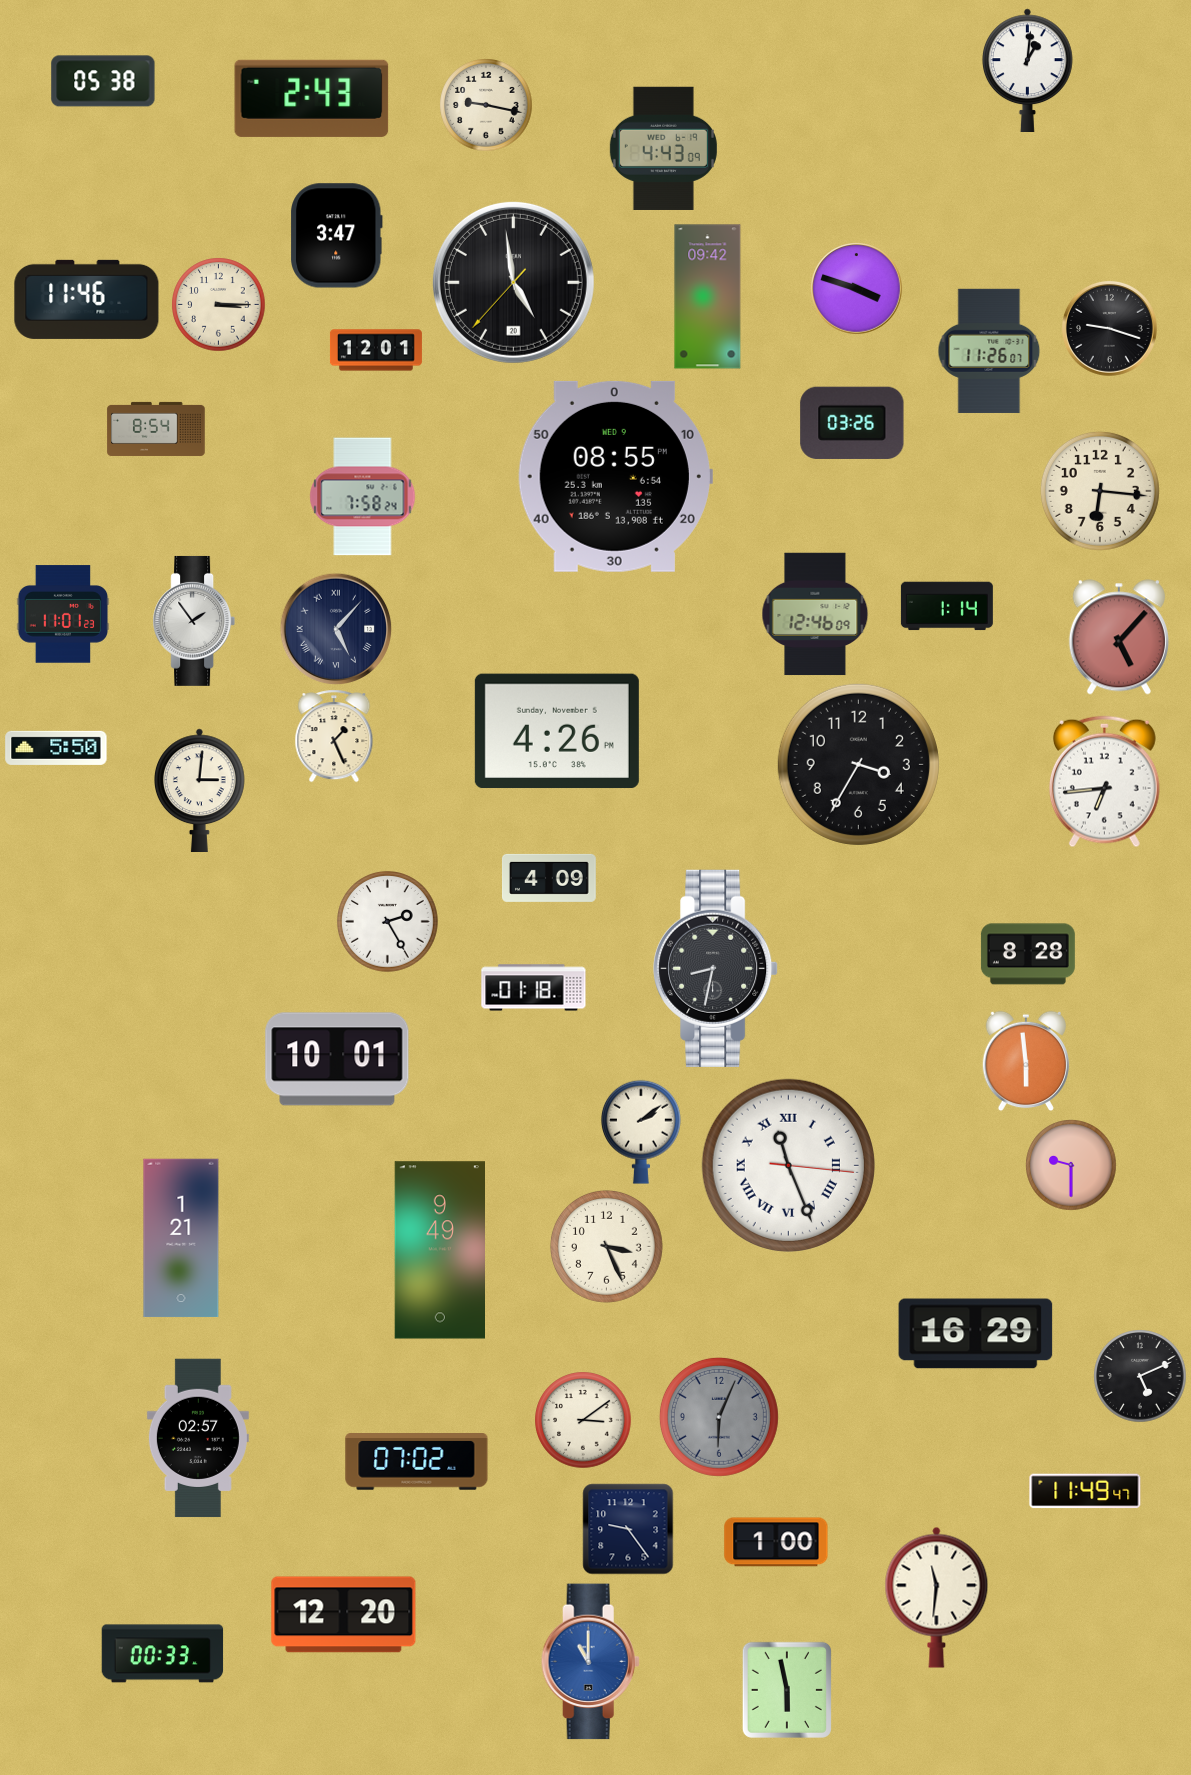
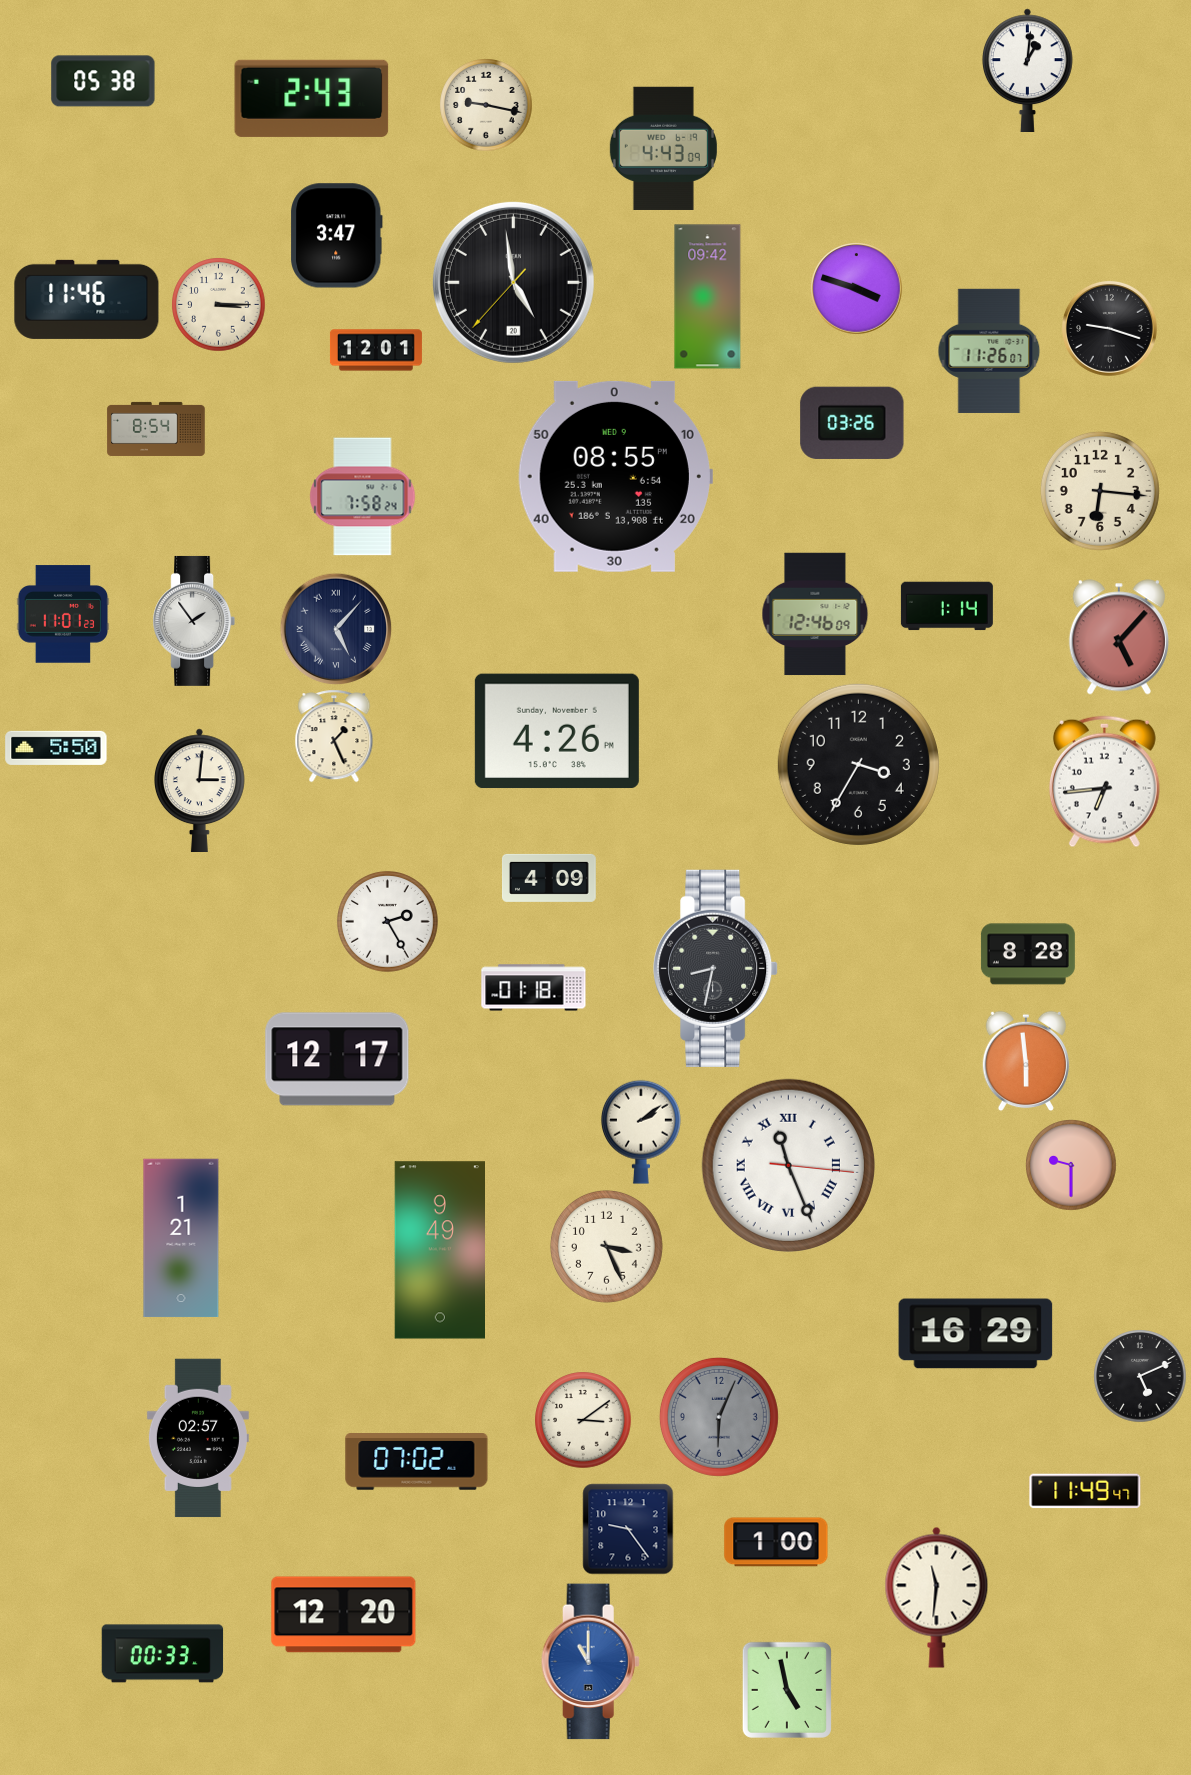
clock at (337, 1059): 10:01 -> 12:17
clock at (787, 1690): 5:58 -> 4:58
